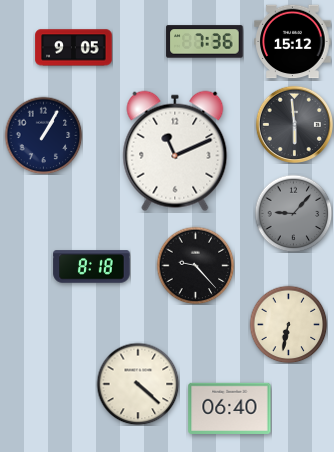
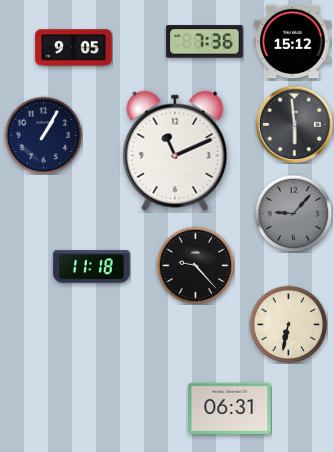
clock at (92, 267): 8:18 -> 11:18
clock at (138, 384): 4:22 -> none
clock at (230, 408): 06:40 -> 06:31
